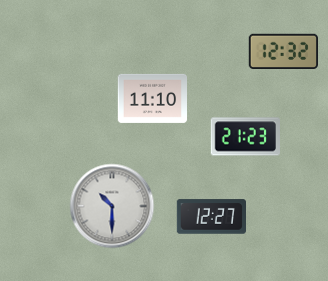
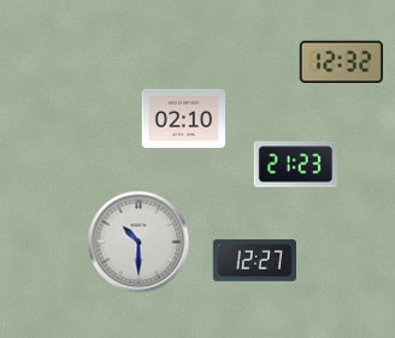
clock at (153, 98): 11:10 -> 02:10
clock at (112, 206) position: (112, 206) -> (138, 242)
